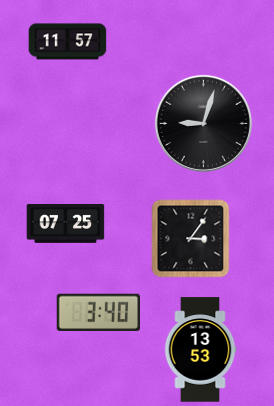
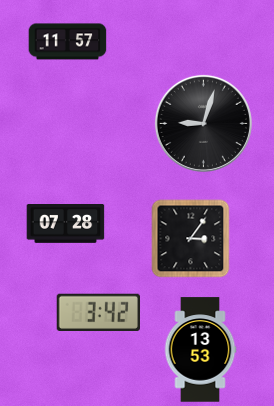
clock at (65, 224): 07:25 -> 07:28
clock at (98, 312): 3:40 -> 3:42
